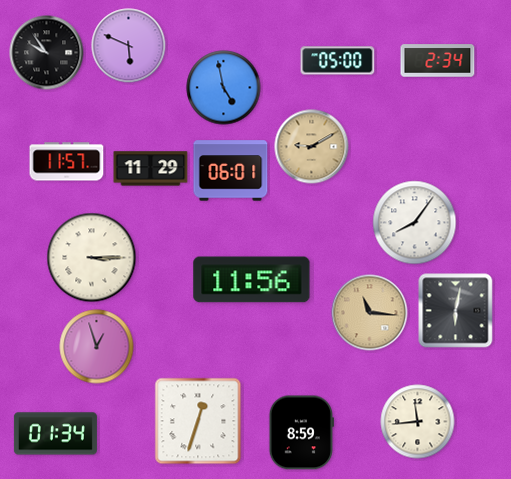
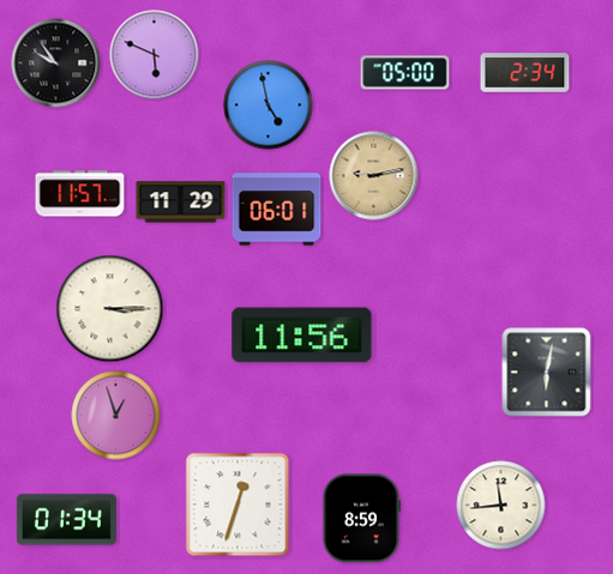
clock at (312, 147): 9:10 -> 9:13
clock at (231, 171) position: (231, 171) -> (277, 210)
clock at (415, 223): 8:06 -> none
clock at (370, 313): 11:16 -> none
